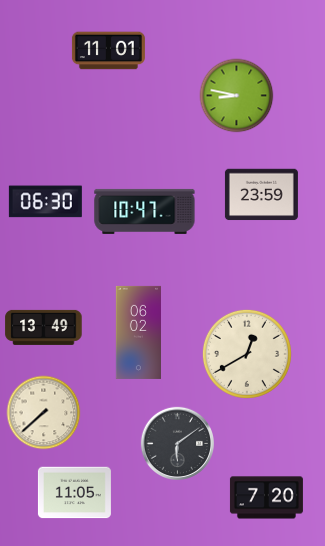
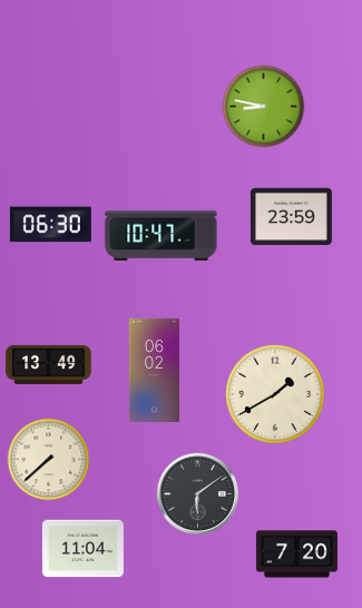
clock at (108, 51): 11:01 -> none
clock at (247, 354): 12:40 -> 1:40
clock at (74, 493): 11:05 -> 11:04
